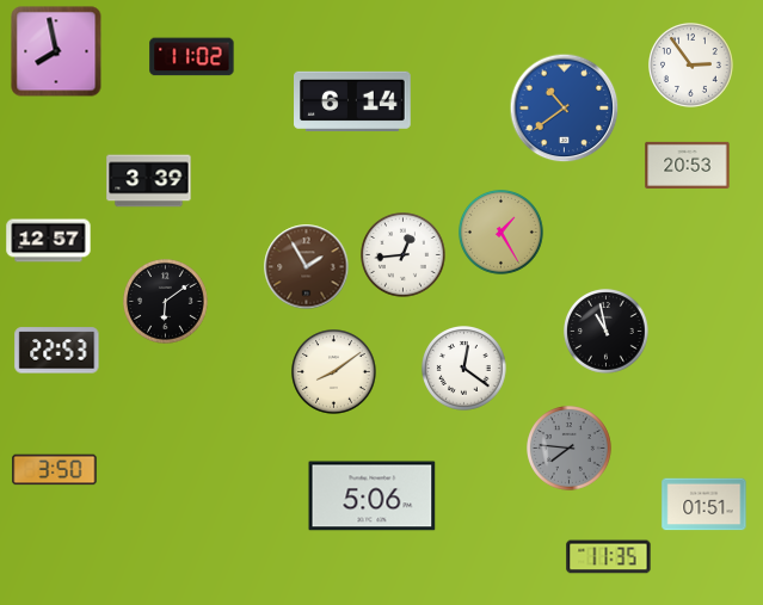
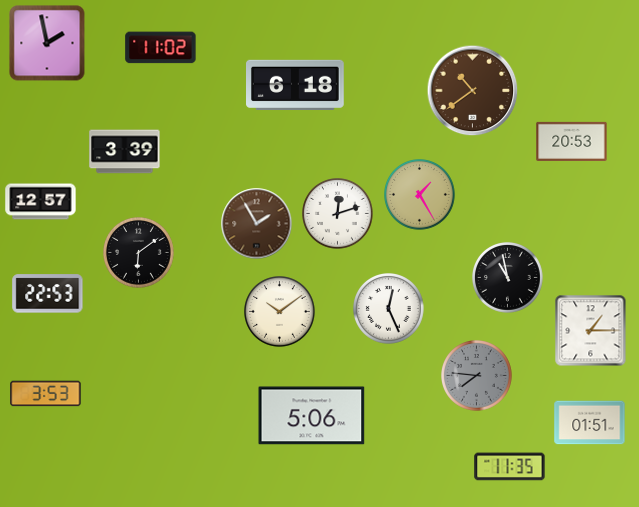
clock at (56, 51): 7:58 -> 1:58
clock at (691, 66): 2:54 -> none
clock at (353, 100): 6:14 -> 6:18
clock at (565, 109) dial: blue -> brown
clock at (688, 165) position: (688, 165) -> (572, 141)
clock at (404, 255): 12:44 -> 12:12
clock at (464, 369): 12:21 -> 12:26
clock at (334, 372): 8:09 -> 10:09
clock at (591, 331): none -> 1:15
clock at (55, 470): 3:50 -> 3:53
